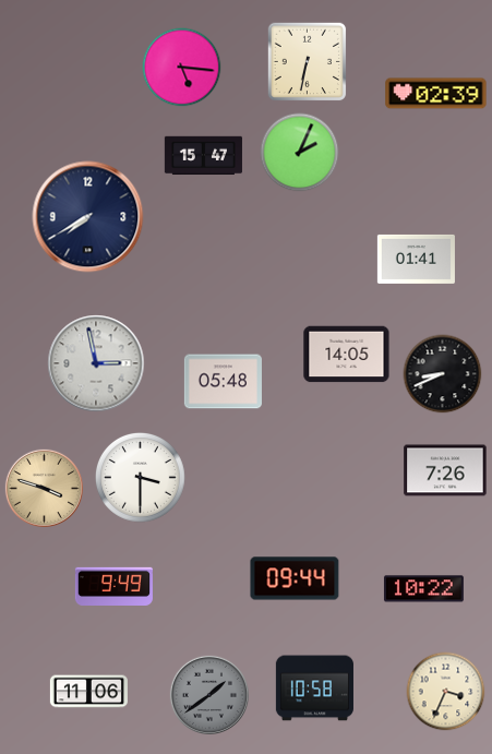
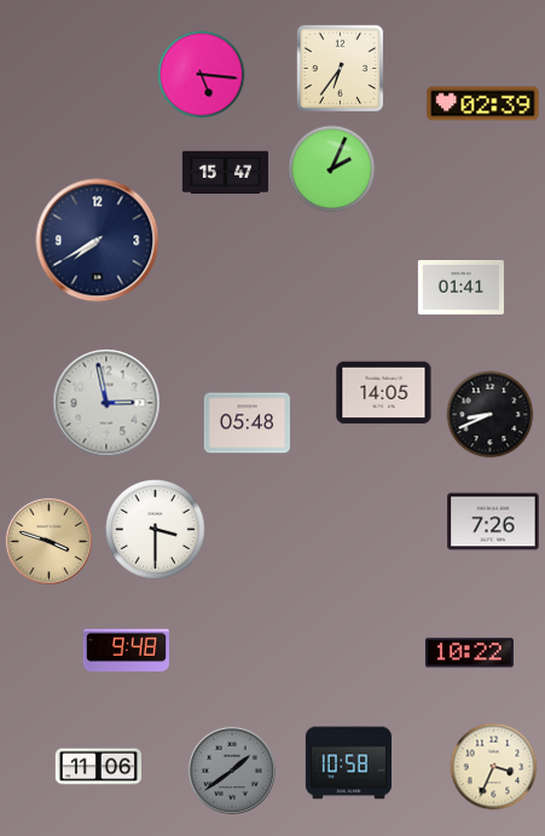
clock at (308, 62): 6:32 -> 6:36
clock at (295, 578): 09:44 -> none
clock at (113, 586): 9:49 -> 9:48
